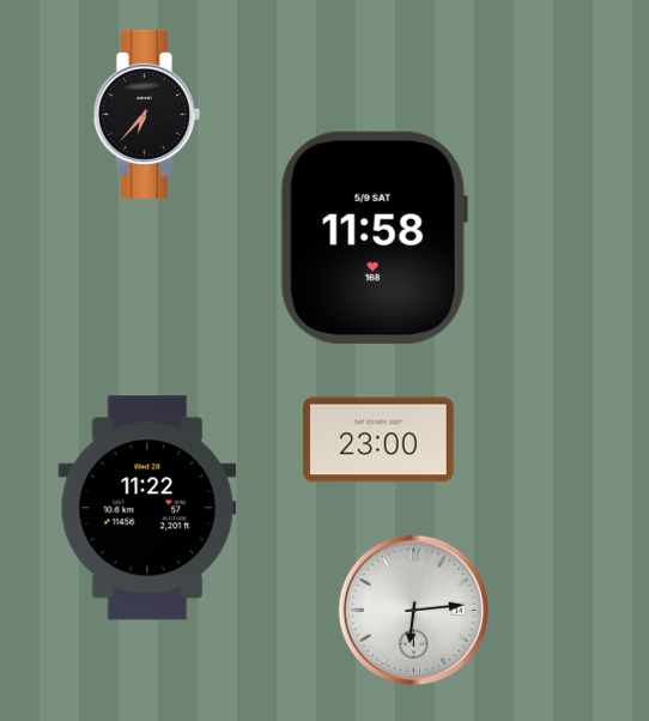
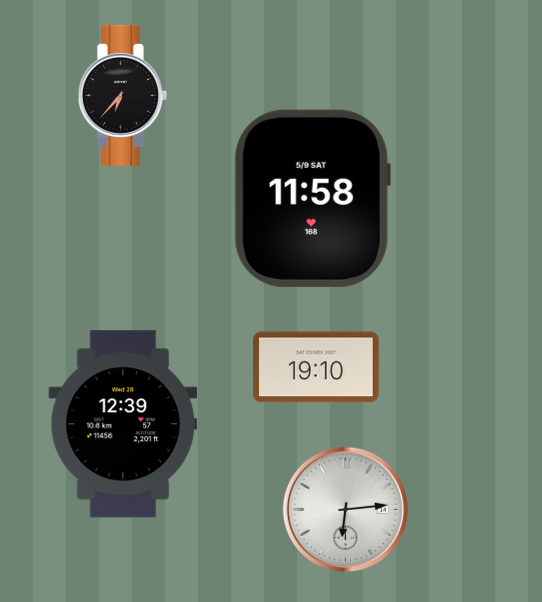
clock at (378, 440): 23:00 -> 19:10
clock at (147, 508): 11:22 -> 12:39
